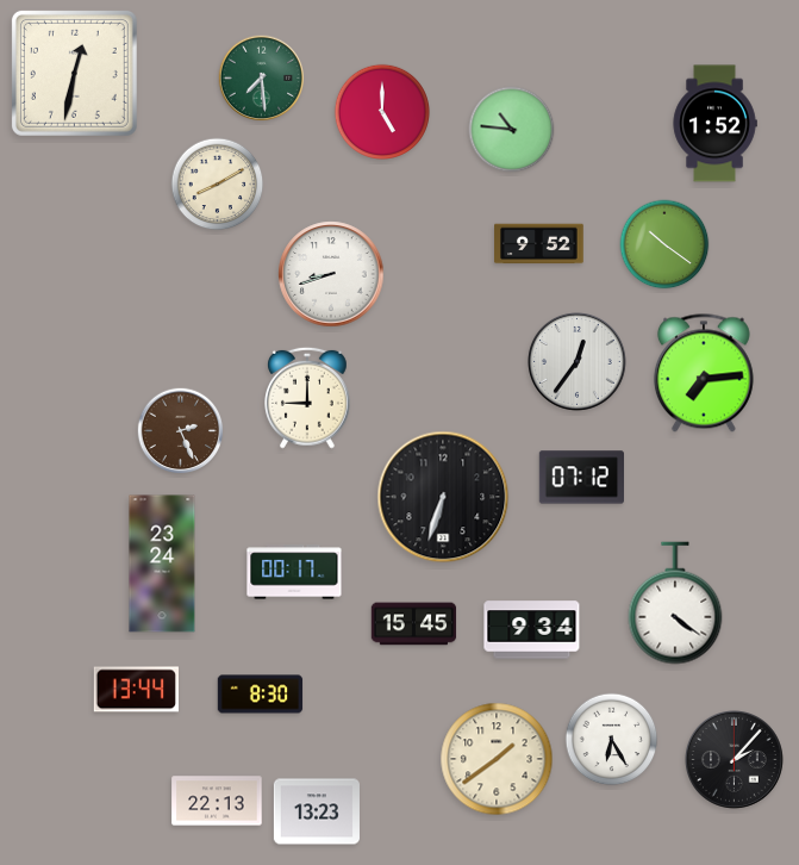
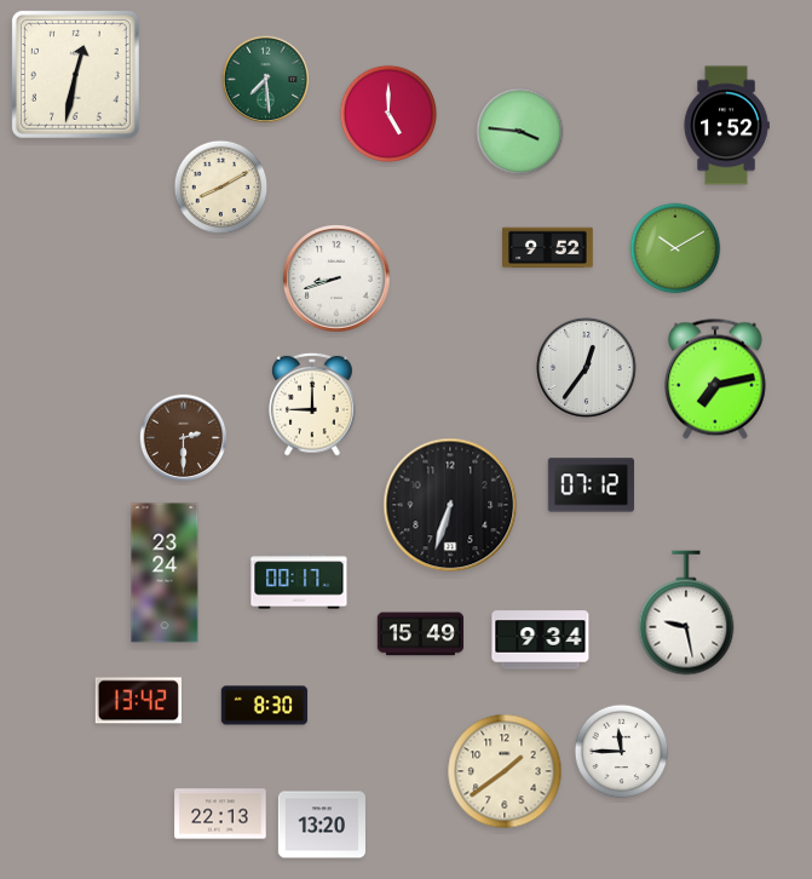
clock at (512, 130): 10:46 -> 3:46
clock at (664, 244): 10:21 -> 10:10
clock at (704, 373): 7:14 -> 7:13
clock at (181, 431): 2:26 -> 2:30
clock at (675, 603): 4:21 -> 9:28
clock at (414, 624): 15:45 -> 15:49
clock at (136, 690): 13:44 -> 13:42
clock at (612, 740): 6:25 -> 11:45
clock at (735, 760): 2:07 -> none
clock at (317, 811): 13:23 -> 13:20
